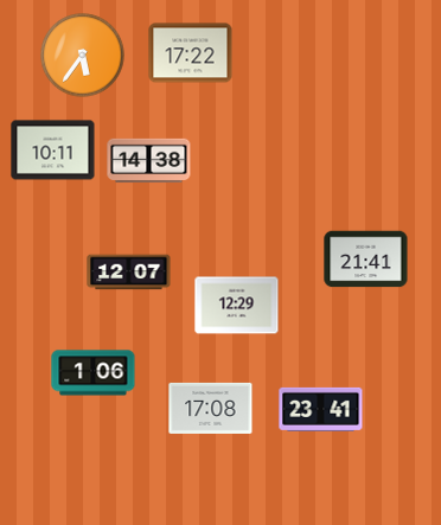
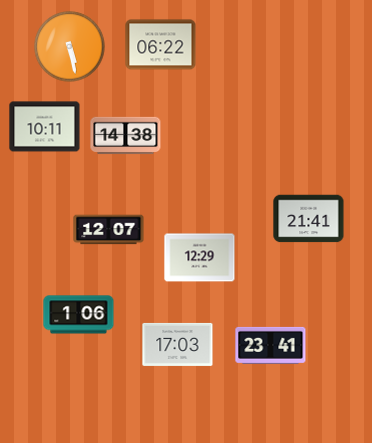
clock at (191, 53): 17:22 -> 06:22
clock at (83, 56): 5:36 -> 5:28
clock at (211, 408): 17:08 -> 17:03
